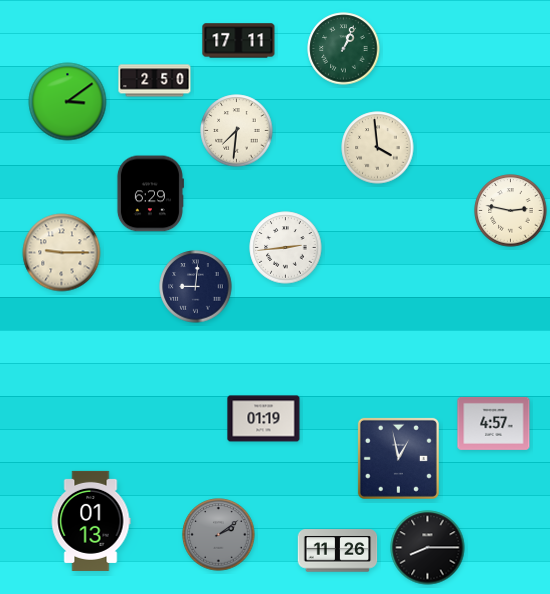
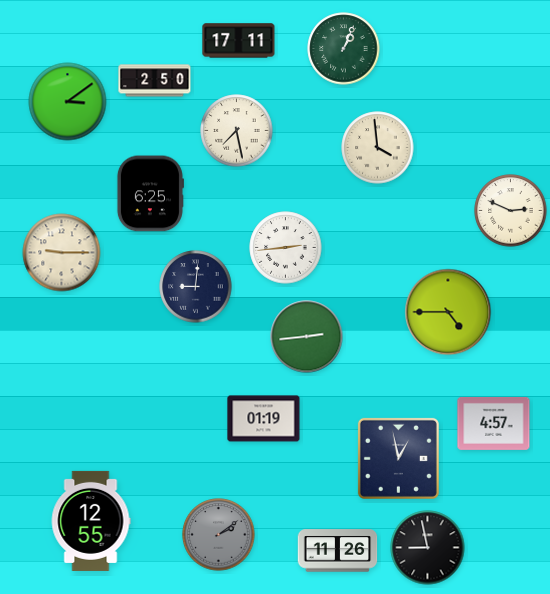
clock at (237, 131): 7:31 -> 7:28
clock at (150, 194): 6:29 -> 6:25
clock at (511, 211): 2:47 -> 2:49
clock at (448, 312): none -> 4:45
clock at (307, 337): none -> 2:44
clock at (91, 521): 01:13 -> 12:55
clock at (428, 548): 8:15 -> 8:58
